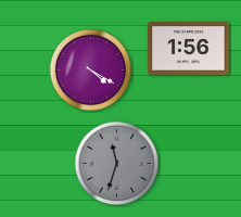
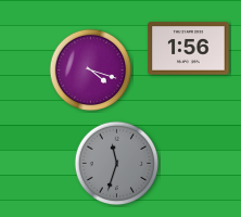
clock at (91, 71): 4:20 -> 4:18
